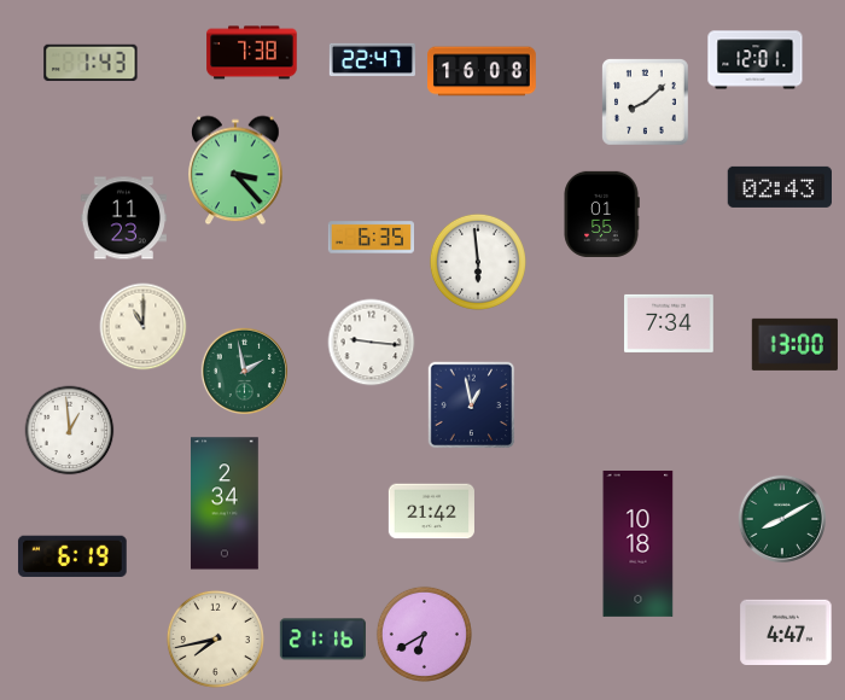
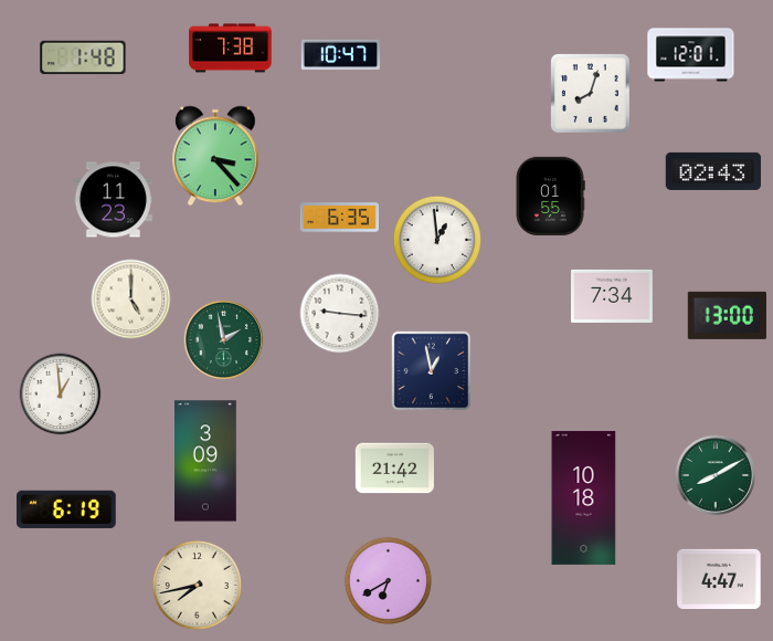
clock at (372, 59): 22:47 -> 10:47
clock at (91, 63): 1:43 -> 1:48
clock at (482, 71): 16:08 -> none
clock at (645, 101): 8:08 -> 8:03
clock at (478, 262): 5:59 -> 12:59
clock at (144, 327): 11:00 -> 5:00
clock at (70, 431) position: (70, 431) -> (61, 395)
clock at (226, 503): 2:34 -> 3:09
clock at (322, 640): 21:16 -> none
